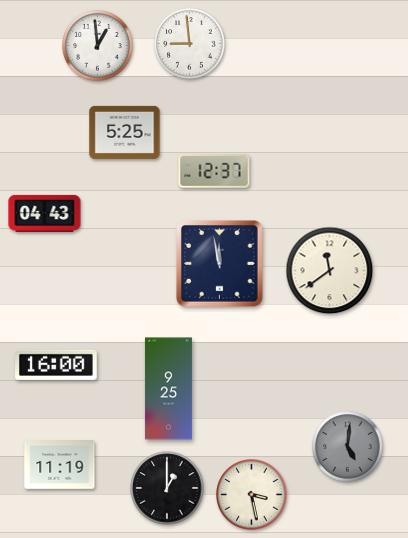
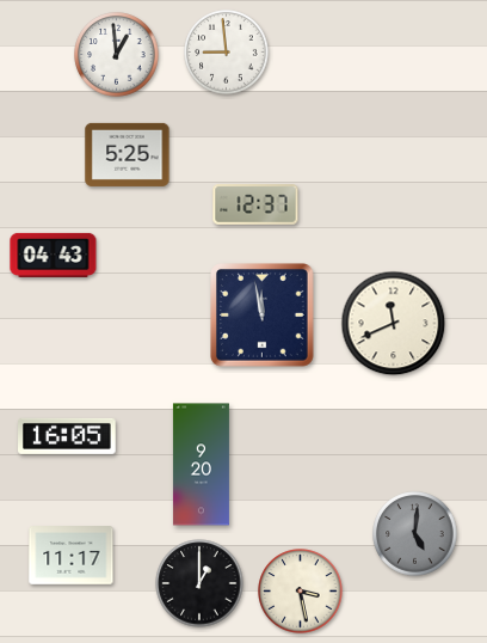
clock at (125, 132) position: (125, 132) -> (128, 154)
clock at (330, 271): 11:39 -> 11:41
clock at (57, 365): 16:00 -> 16:05
clock at (168, 389): 9:25 -> 9:20
clock at (60, 465): 11:19 -> 11:17
